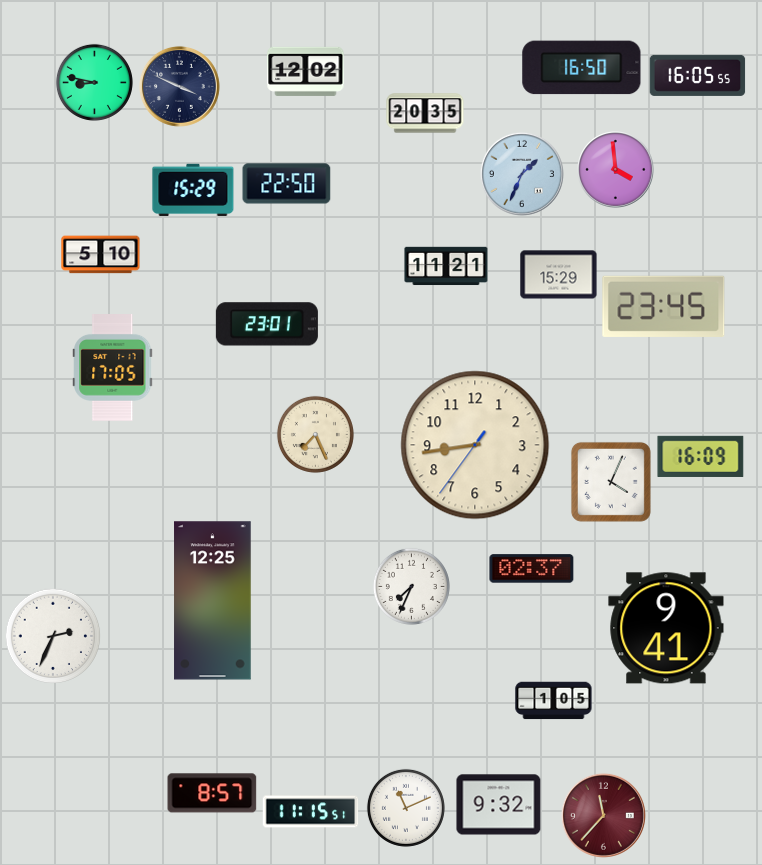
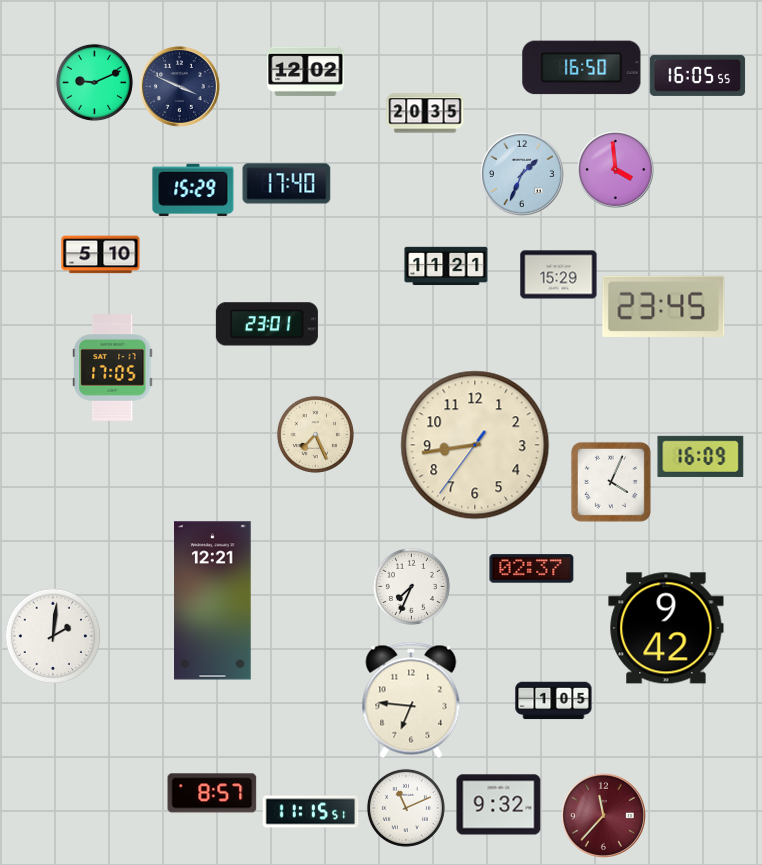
clock at (94, 82): 8:47 -> 9:11
clock at (287, 184): 22:50 -> 17:40
clock at (213, 601): 12:25 -> 12:21
clock at (666, 628): 9:41 -> 9:42
clock at (53, 636): 2:34 -> 2:01
clock at (411, 700): none -> 6:46
